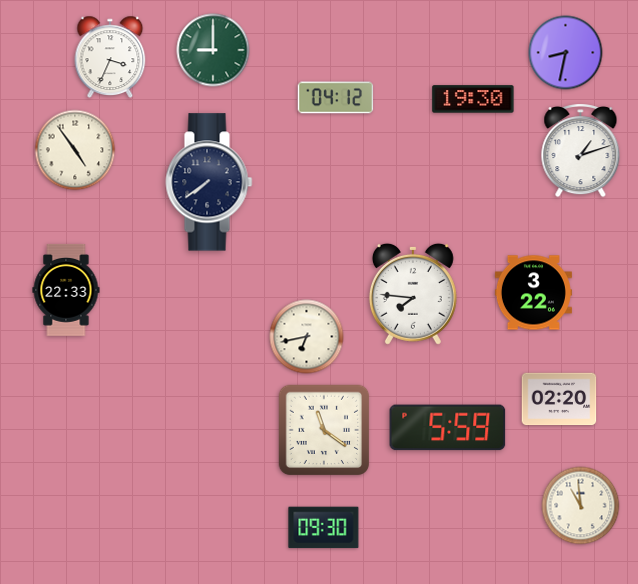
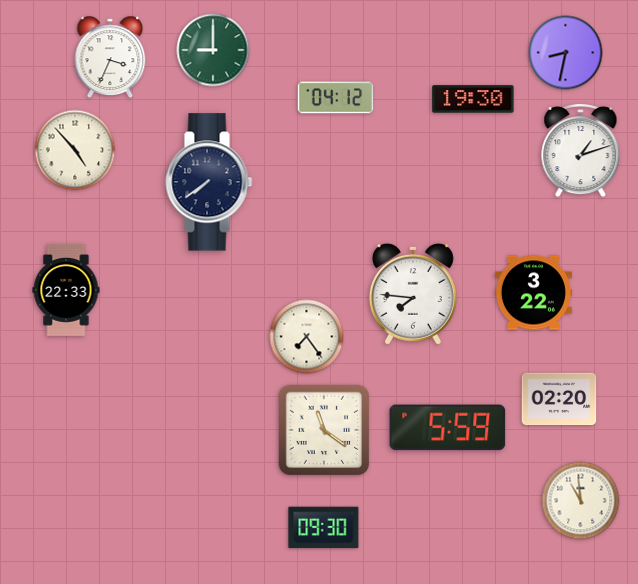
clock at (75, 150): 4:54 -> 4:53
clock at (307, 337): 6:43 -> 7:24
clock at (581, 506) position: (581, 506) -> (581, 501)
